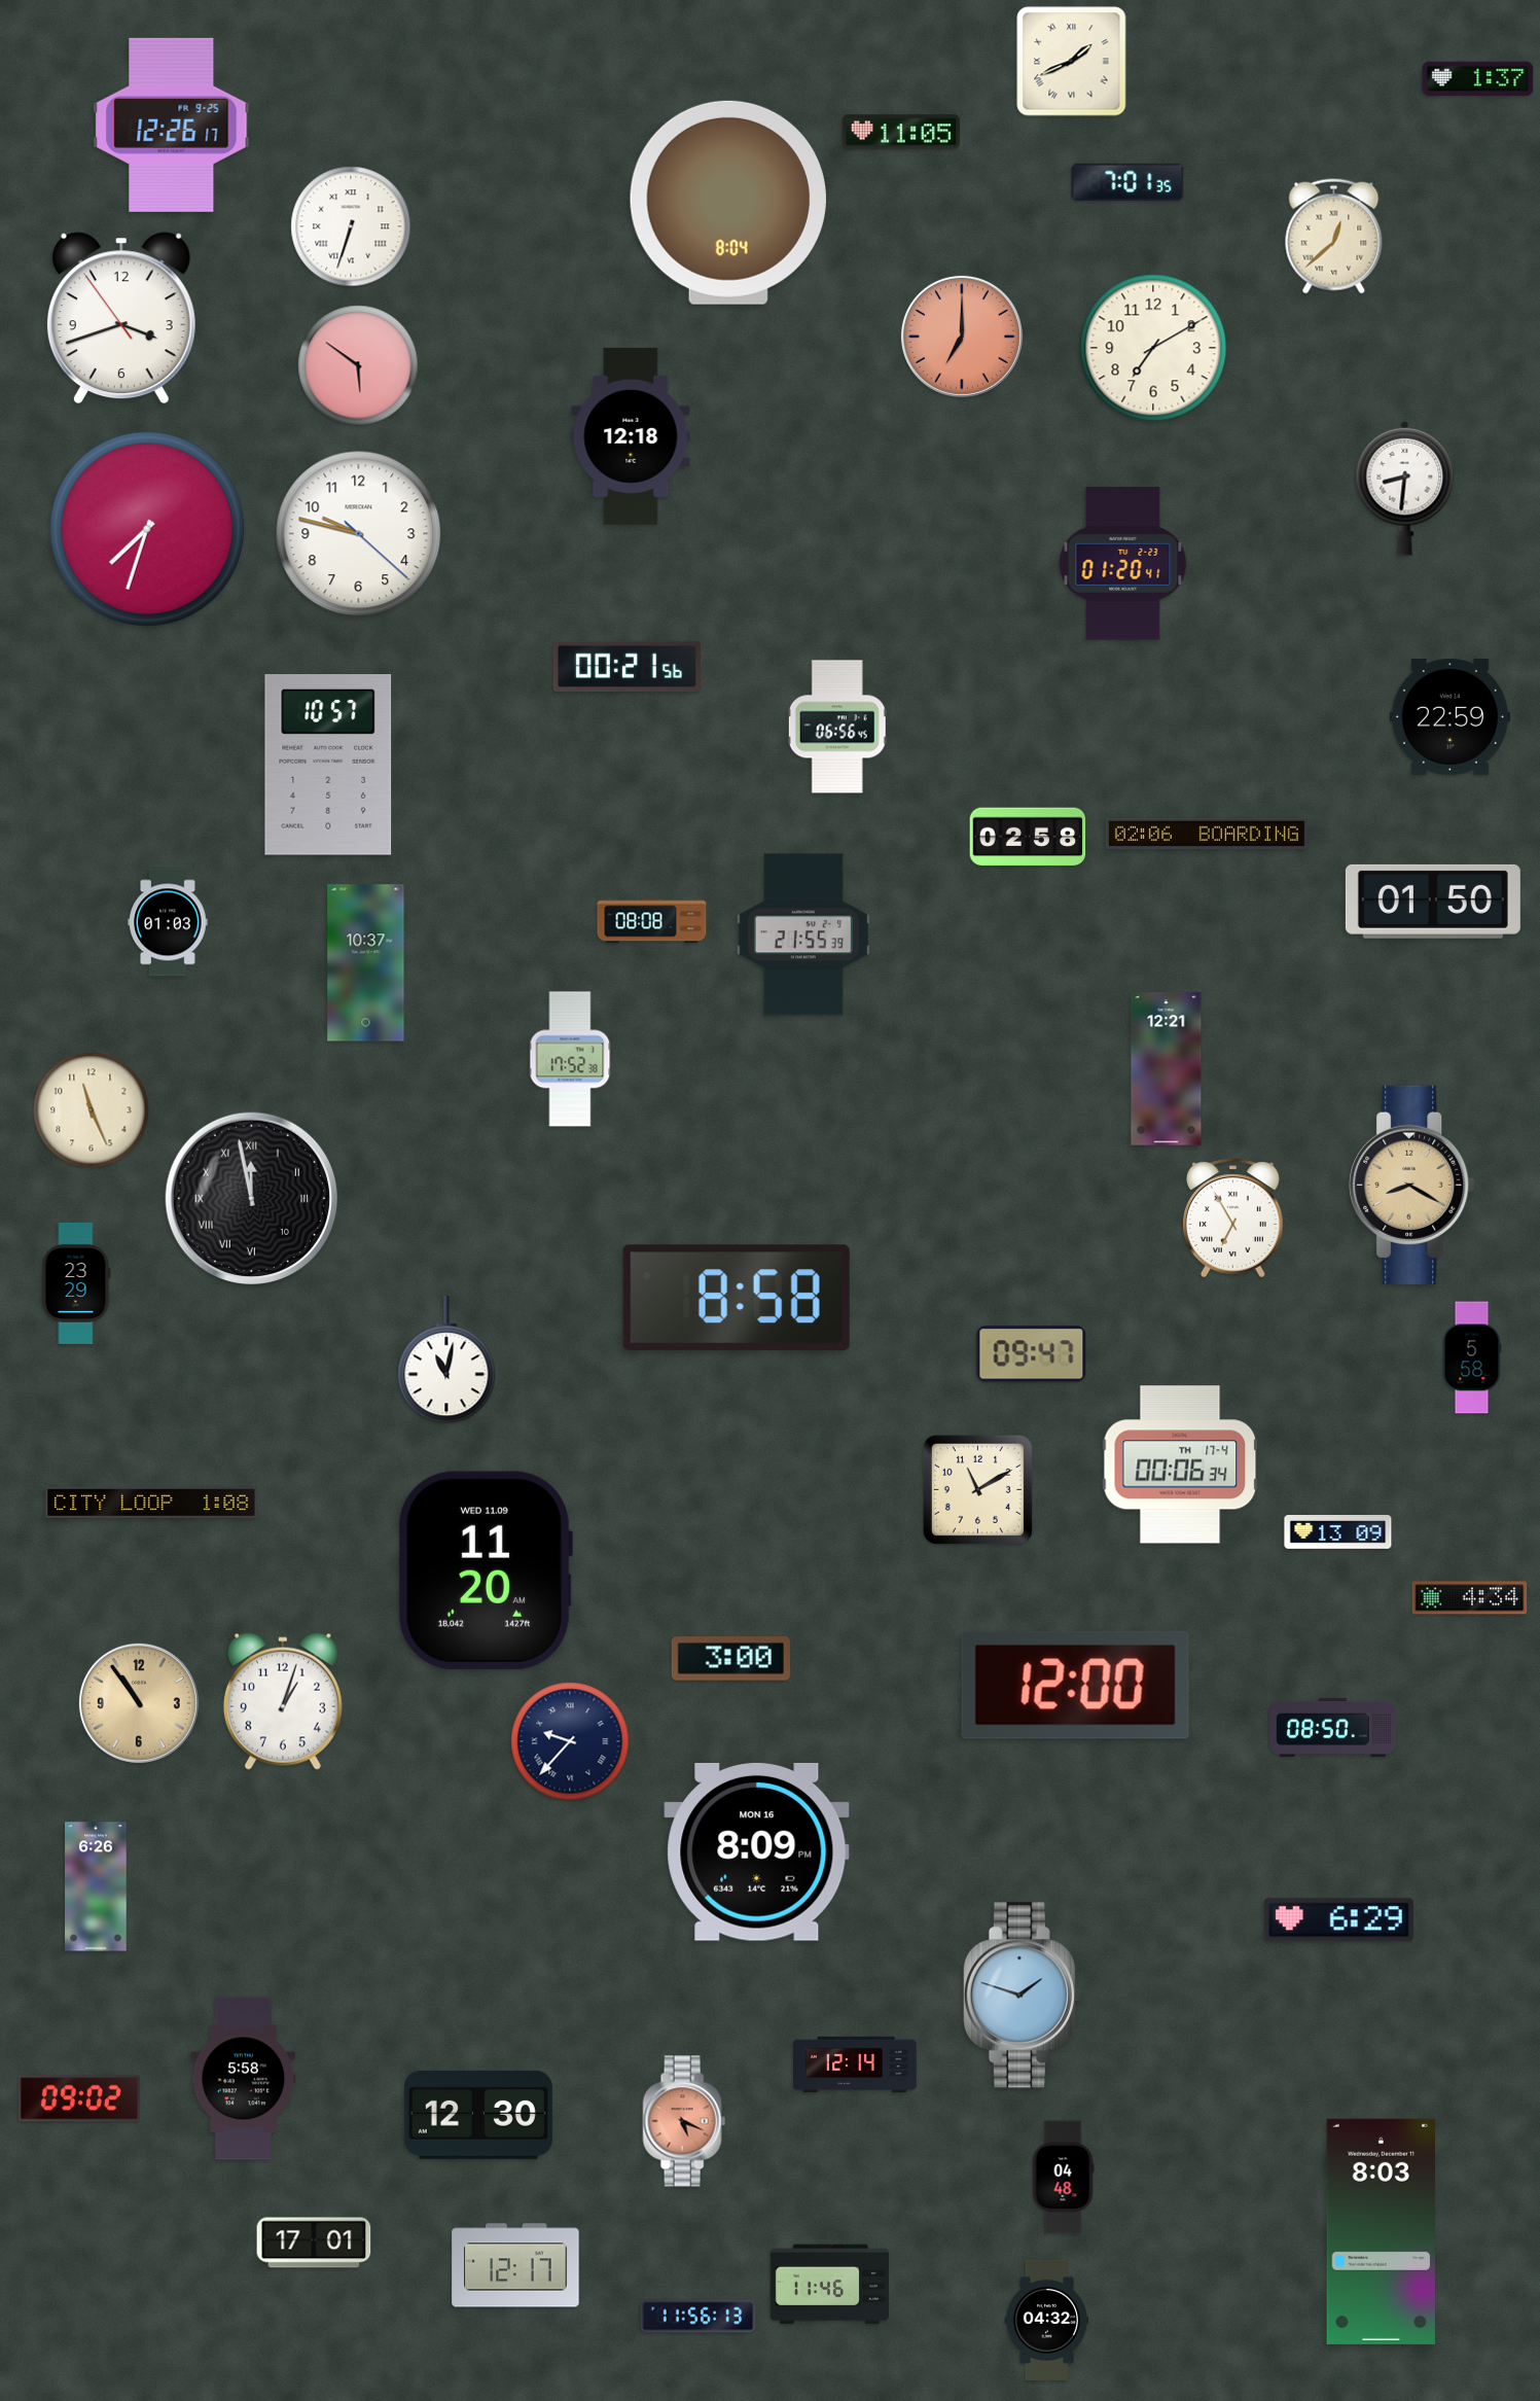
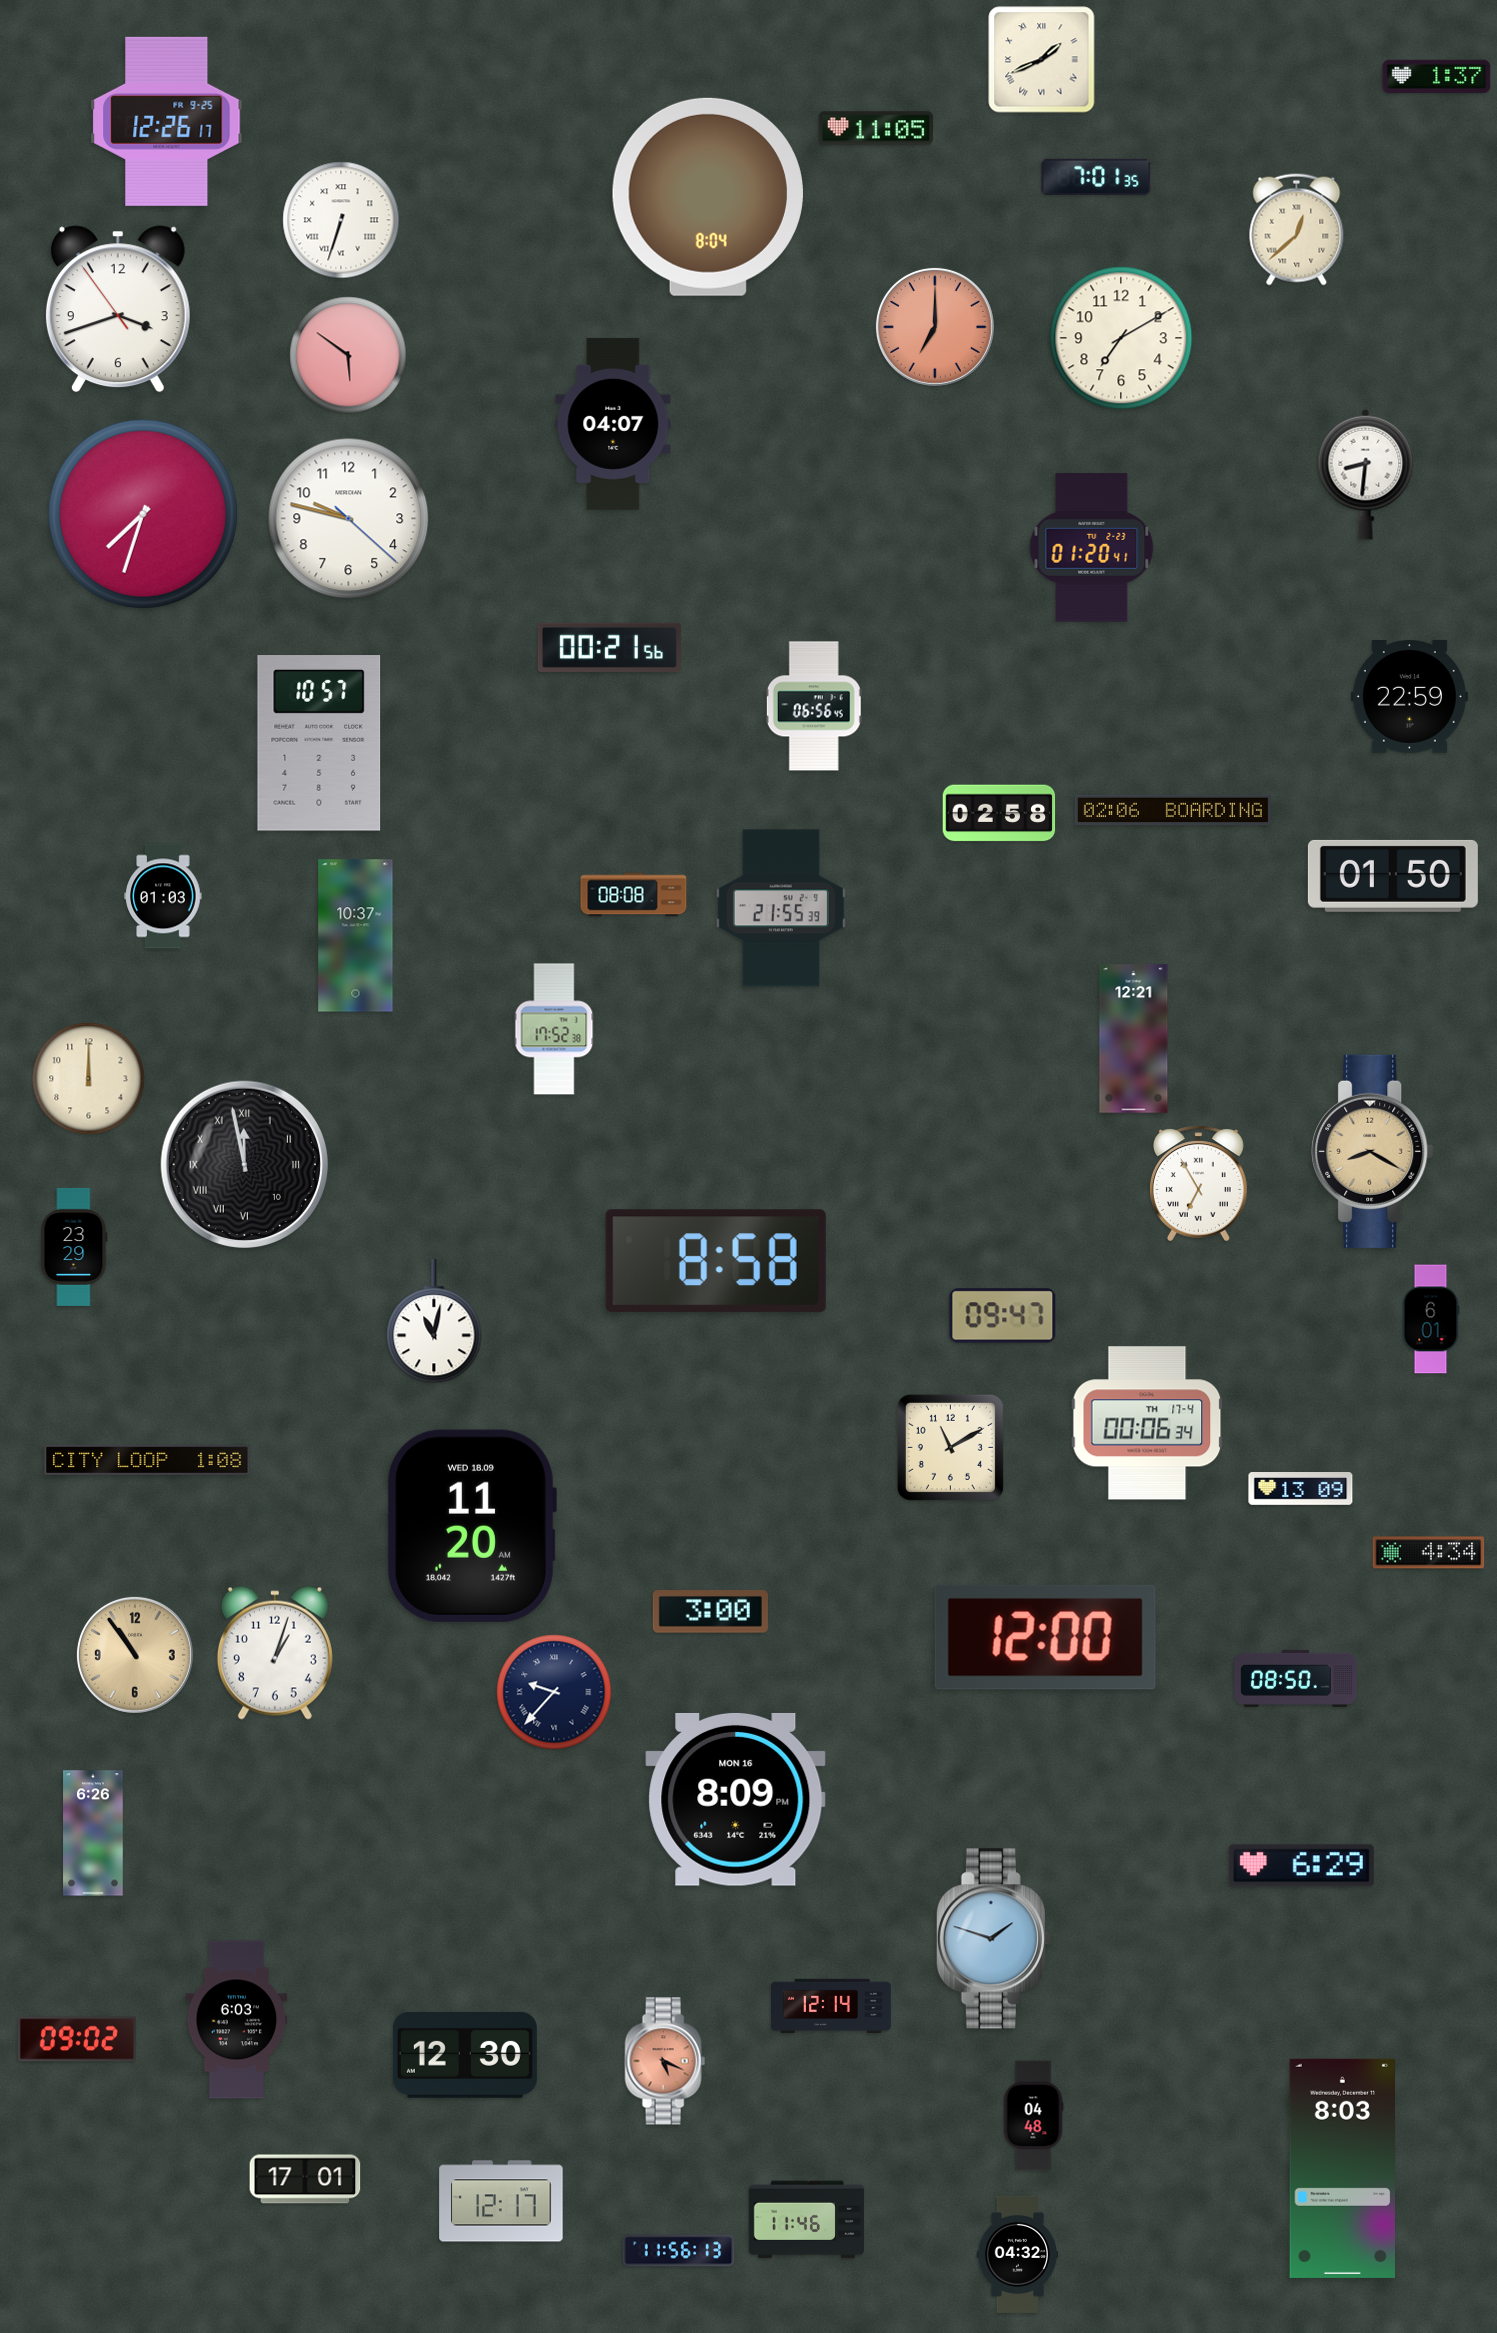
clock at (631, 436): 12:18 -> 04:07
clock at (92, 1110): 11:26 -> 12:00
clock at (1472, 1357): 5:58 -> 6:01
clock at (485, 1570) date: WED 11.09 -> WED 18.09
clock at (244, 2079): 5:58 -> 6:03
